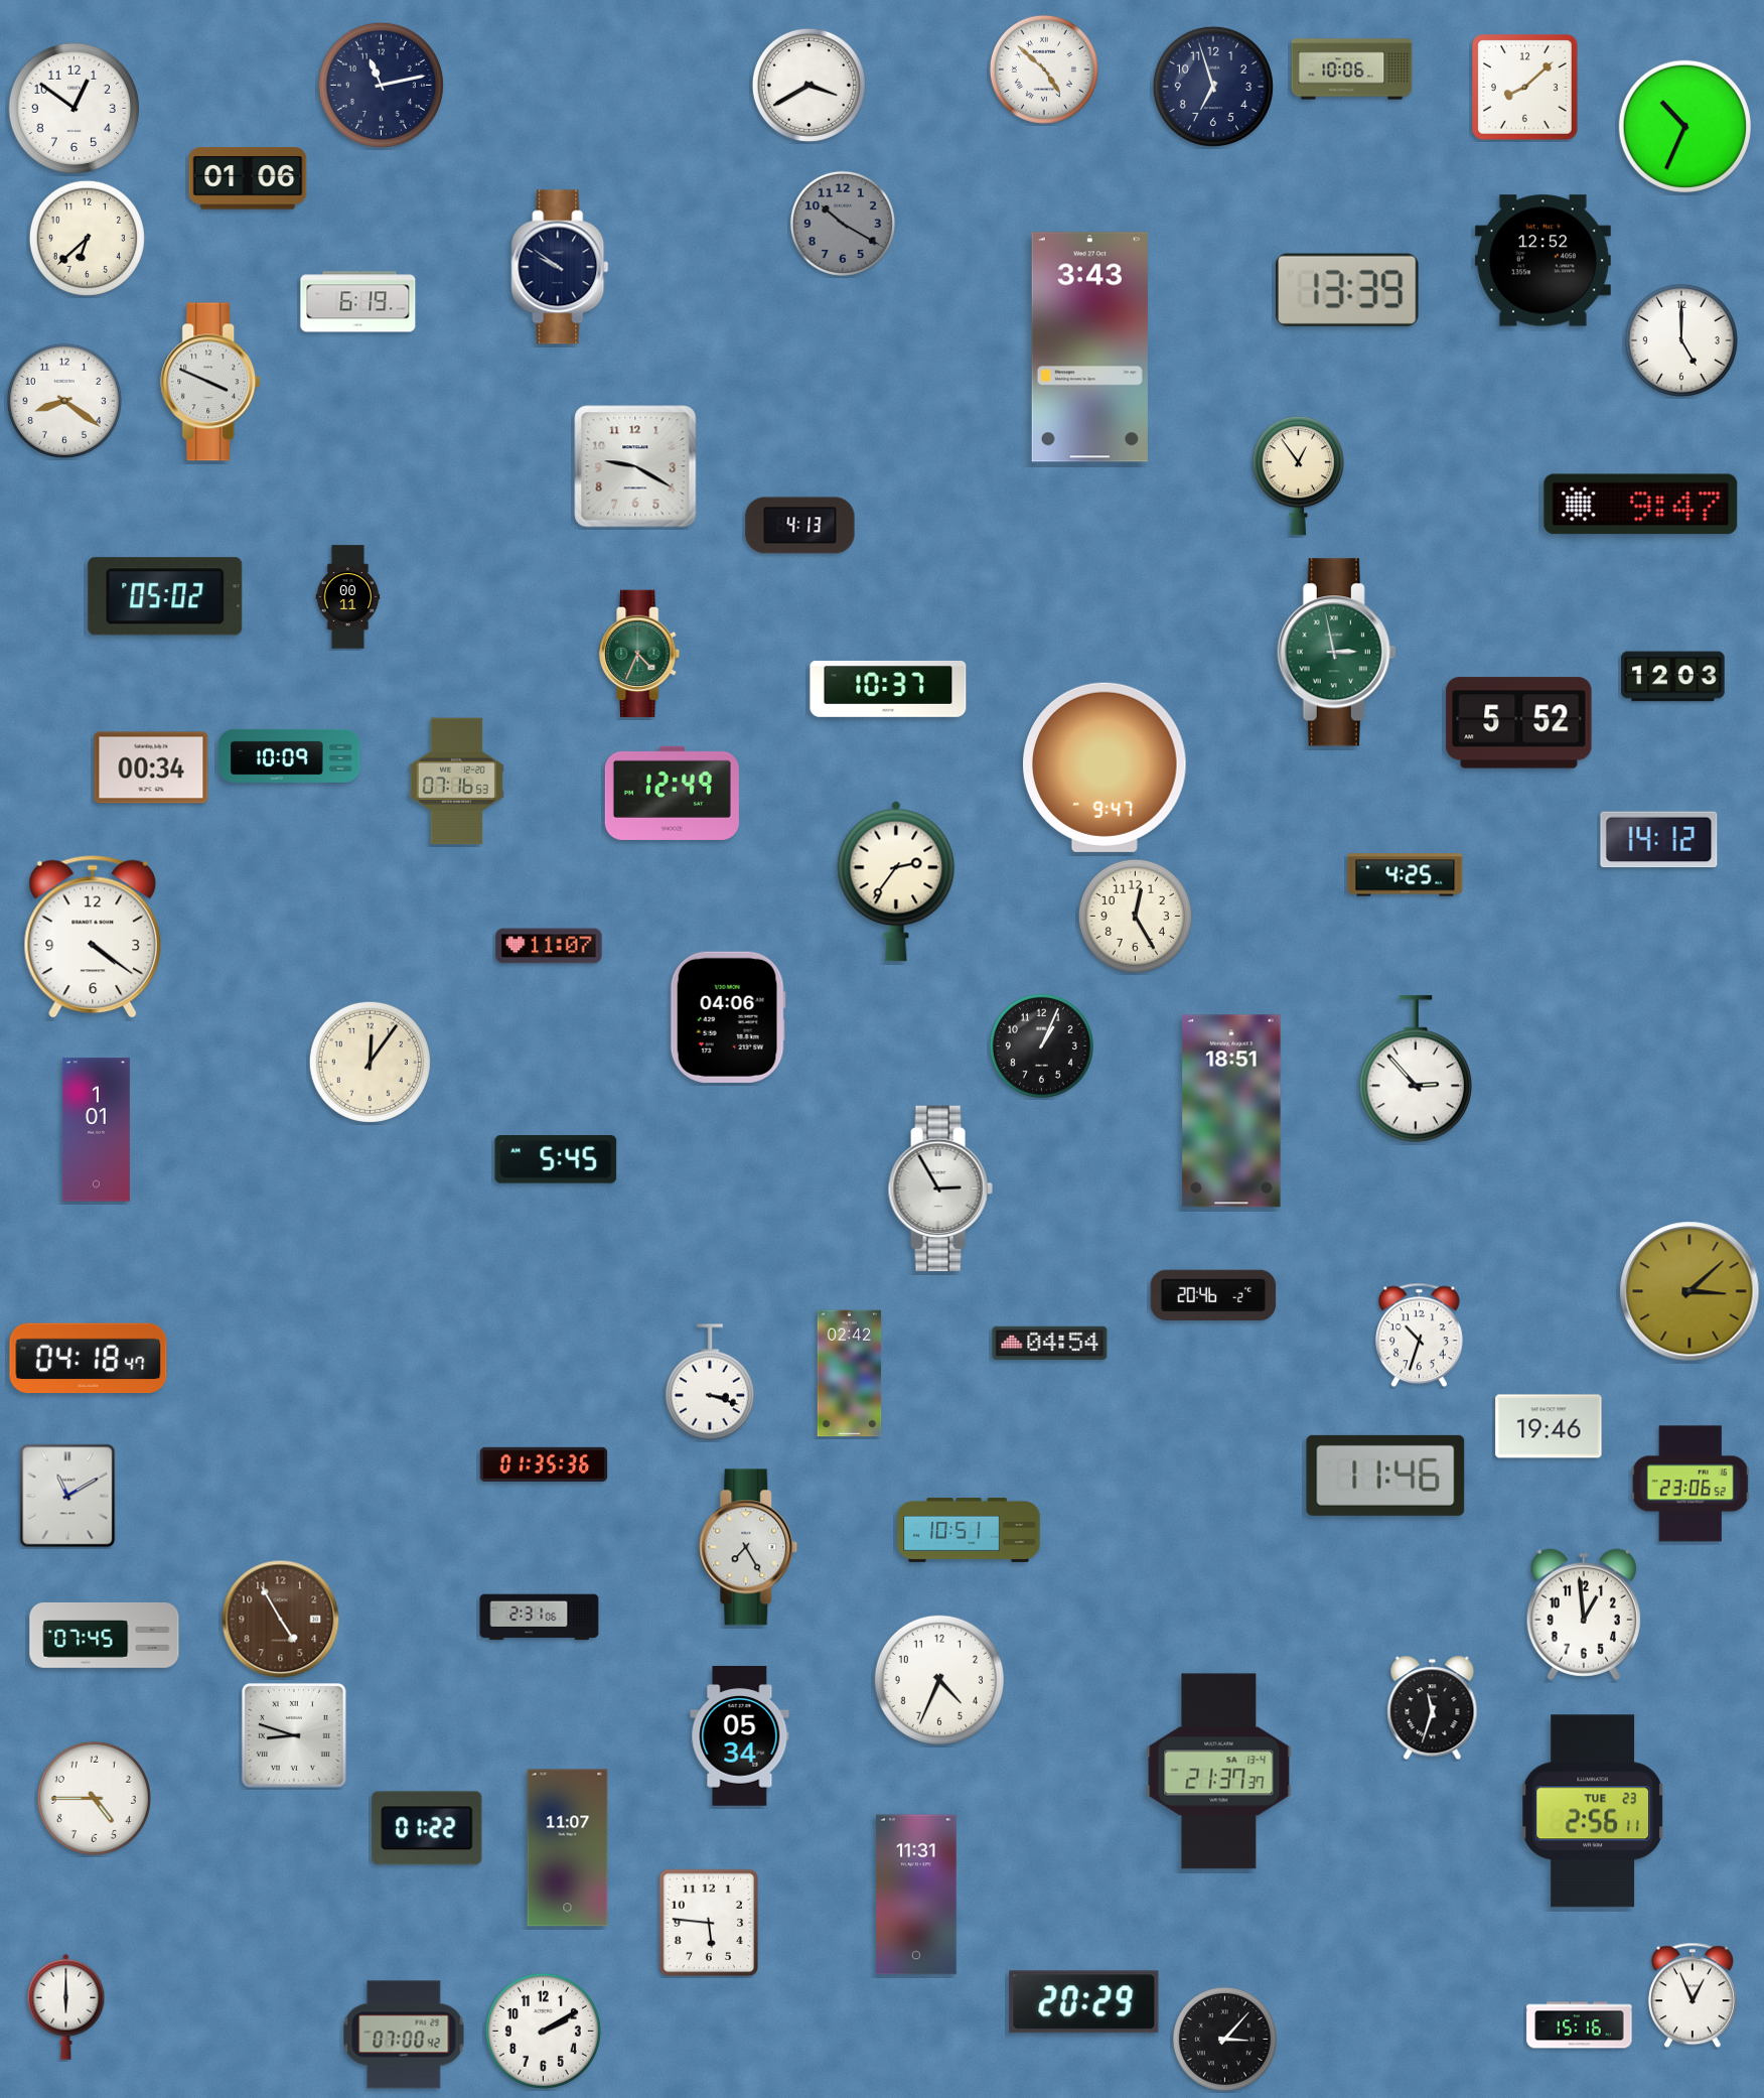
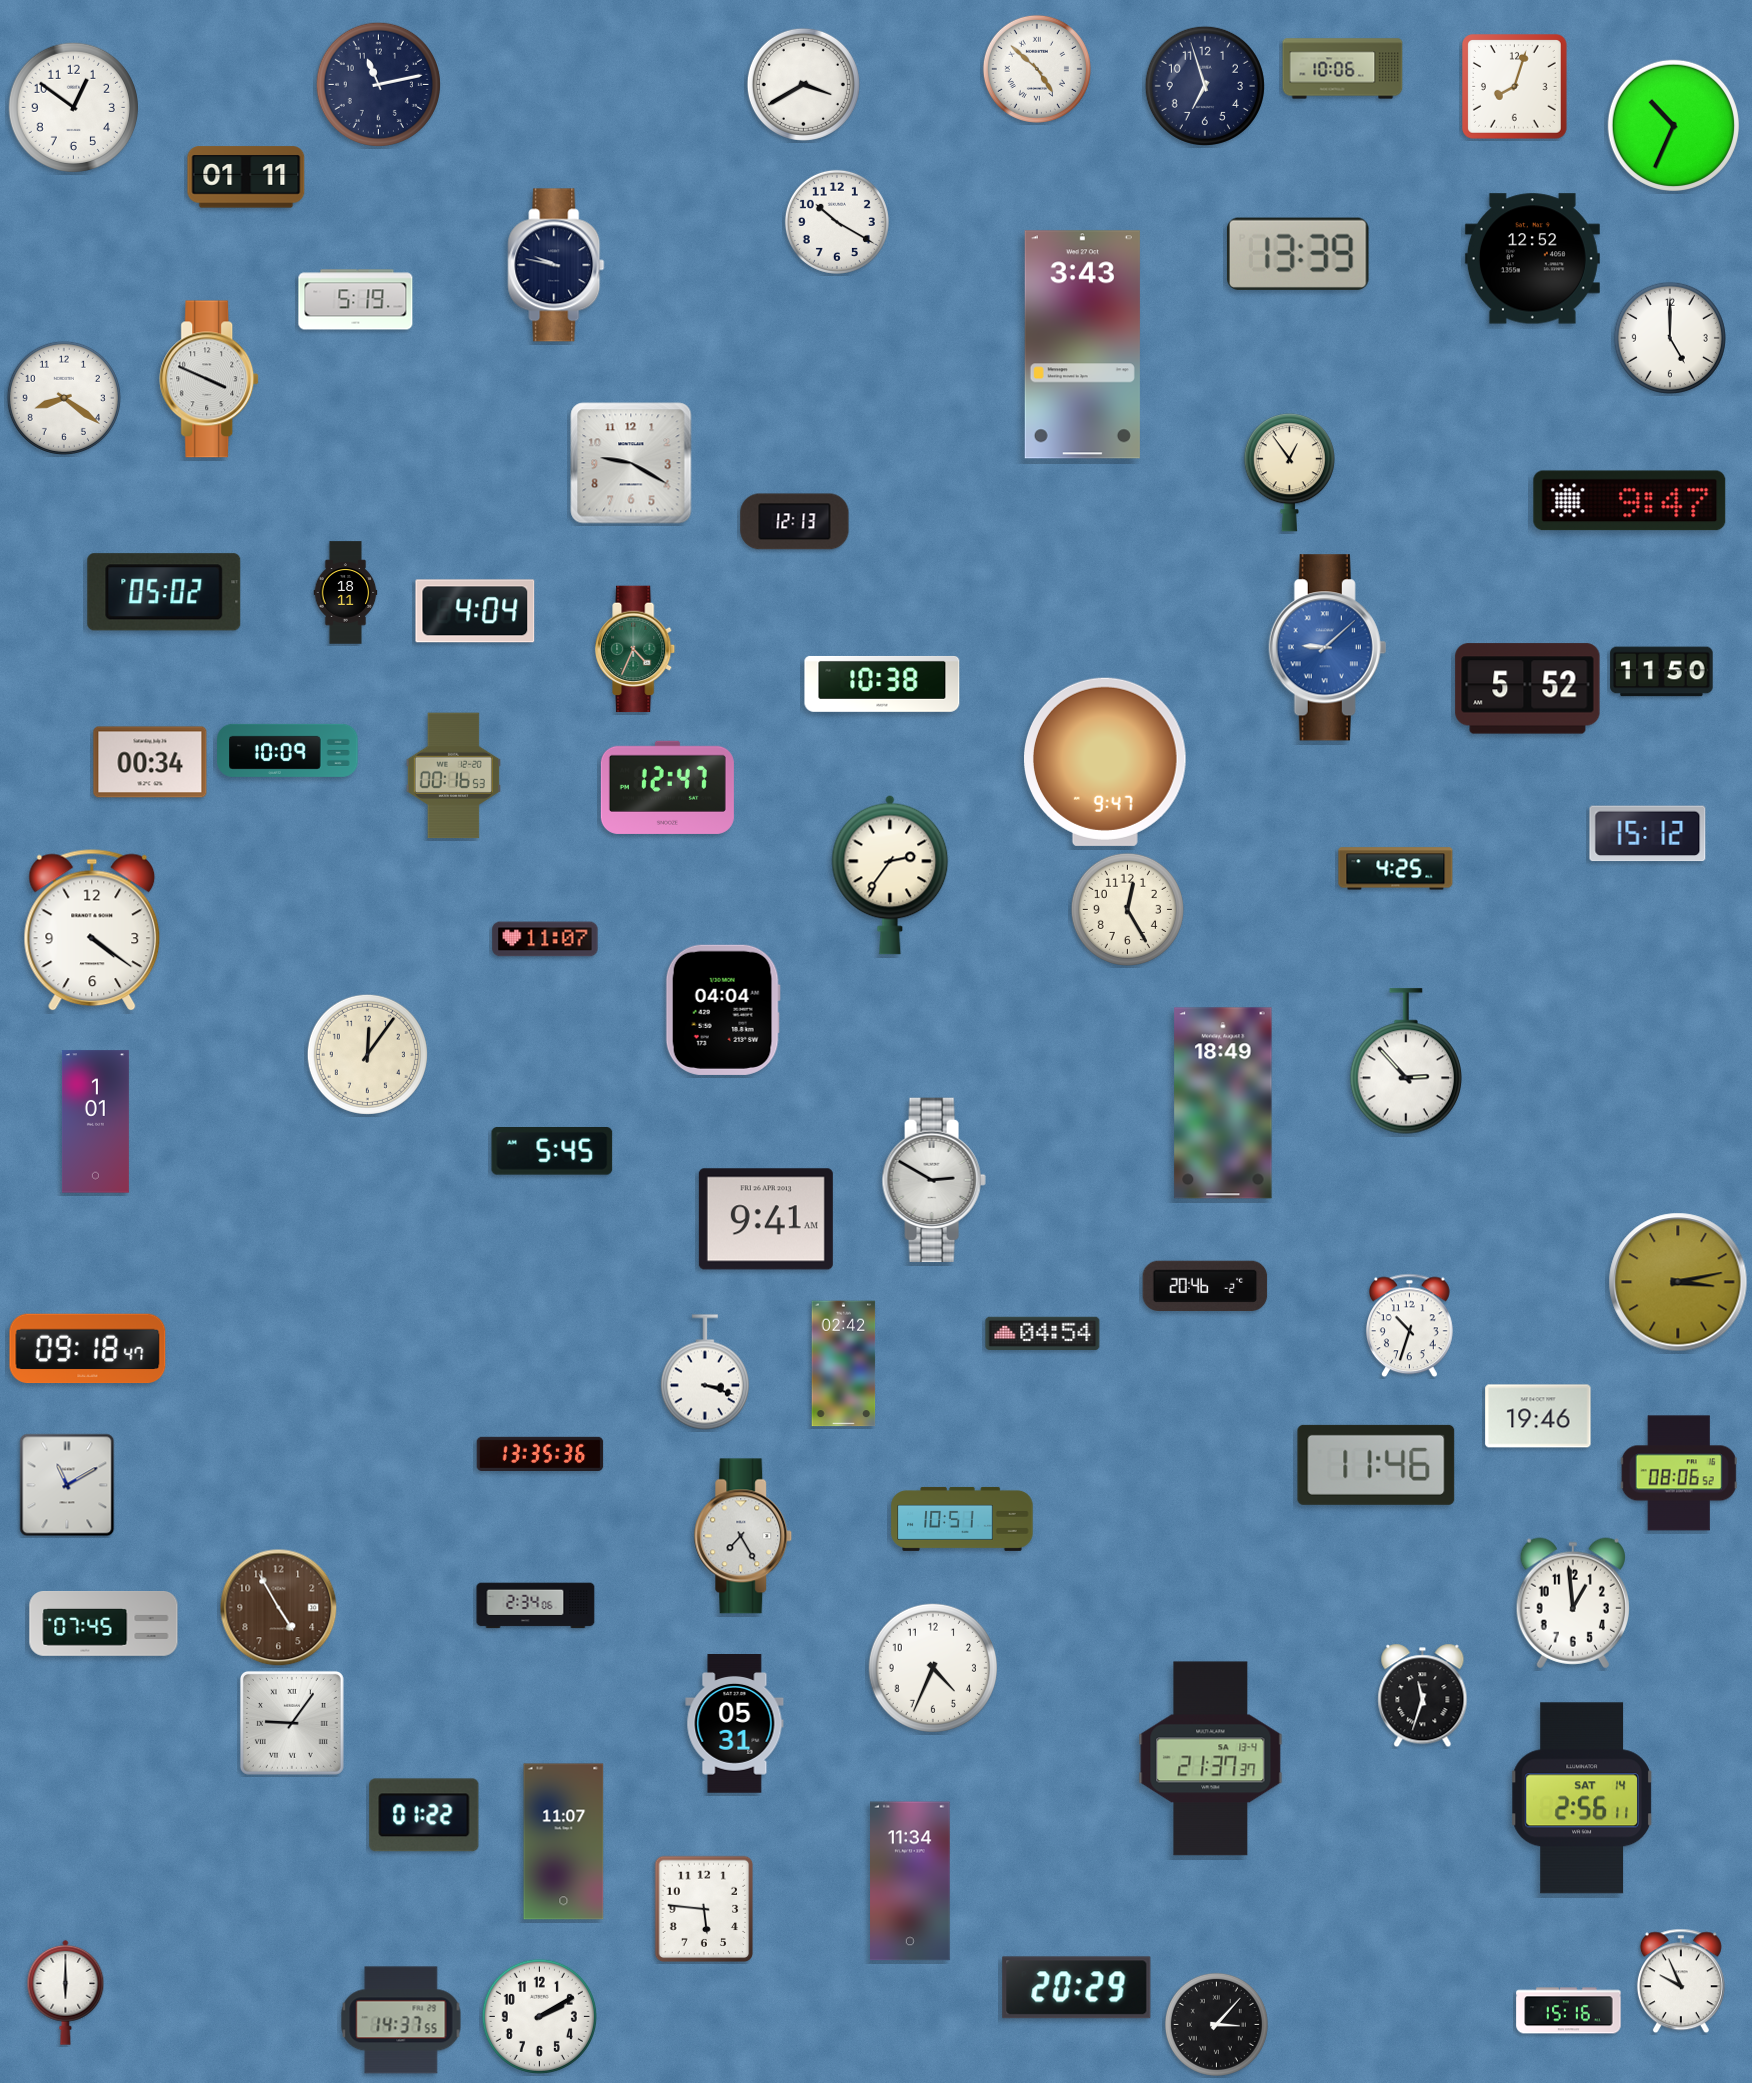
clock at (1525, 88): 8:08 -> 8:03
clock at (248, 178): 01:06 -> 01:11
clock at (843, 224) dial: grey -> white
clock at (87, 238): 6:38 -> none
clock at (560, 267): 9:51 -> 9:47
clock at (1347, 290) position: (1347, 290) -> (1298, 254)
clock at (358, 302): 6:19 -> 5:19
clock at (800, 526): 4:13 -> 12:13
clock at (348, 597): 00:11 -> 18:11
clock at (475, 611): none -> 4:04
clock at (1337, 653): 2:58 -> 9:08
clock at (1337, 653) dial: green -> blue
clock at (1673, 677): 12:03 -> 11:50
clock at (888, 689): 10:37 -> 10:38
clock at (1519, 723) position: (1519, 723) -> (1528, 689)
clock at (1106, 767) position: (1106, 767) -> (1106, 762)
clock at (456, 782): 07:16 -> 00:16
clock at (672, 793): 12:49 -> 12:47
clock at (1659, 840): 14:12 -> 15:12
clock at (728, 1017): 04:06 -> 04:04
clock at (1041, 1045): 1:04 -> none
clock at (1231, 1111): 18:51 -> 18:49
clock at (940, 1188): 2:55 -> 2:50
clock at (766, 1219): none -> 9:41
clock at (1689, 1291): 3:08 -> 3:13
clock at (89, 1359): 04:18 -> 09:18
clock at (544, 1463): 01:35 -> 13:35
clock at (1690, 1484): 23:06 -> 08:06
clock at (540, 1618): 2:31 -> 2:34
clock at (294, 1735): 8:48 -> 9:06
clock at (740, 1736): 05:34 -> 05:31
clock at (94, 1798): 4:45 -> none
clock at (1593, 1811) date: TUE 23 -> SAT 14
clock at (568, 1848) position: (568, 1848) -> (564, 1842)
clock at (917, 1895): 11:31 -> 11:34
clock at (1693, 1995): 12:56 -> 9:56
clock at (404, 2035): 07:00 -> 14:37
